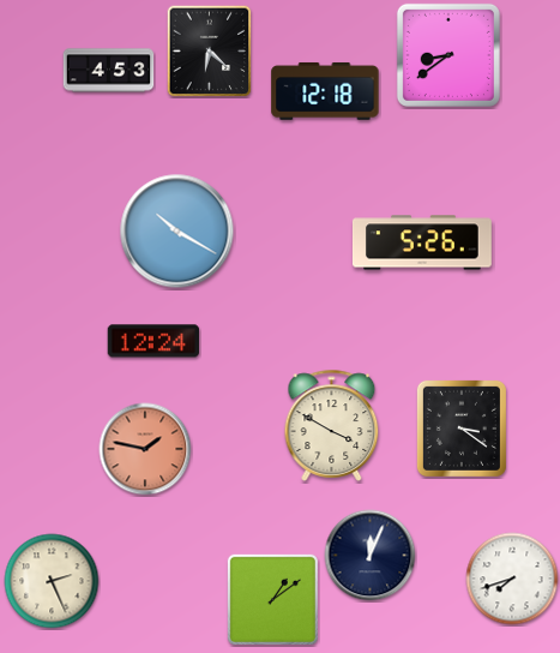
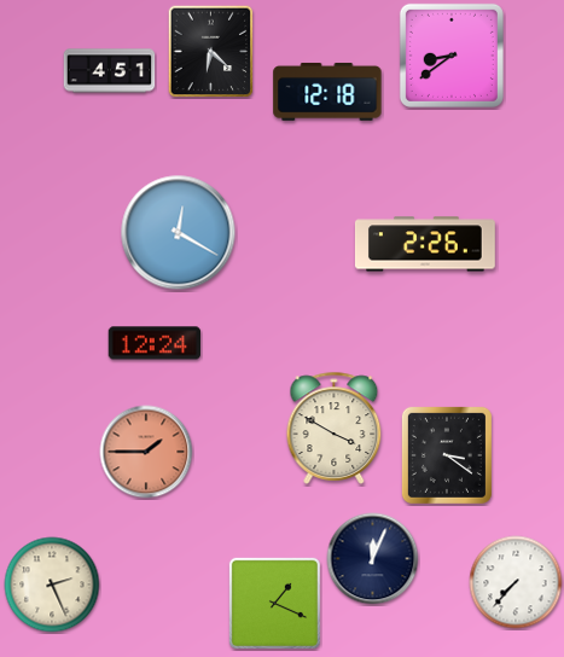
clock at (109, 71): 4:53 -> 4:51
clock at (177, 232): 10:20 -> 12:20
clock at (422, 242): 5:26 -> 2:26
clock at (462, 429) position: (462, 429) -> (447, 455)
clock at (145, 449): 1:47 -> 1:45
clock at (512, 579): 7:42 -> 7:37
clock at (272, 599): 1:09 -> 1:19
